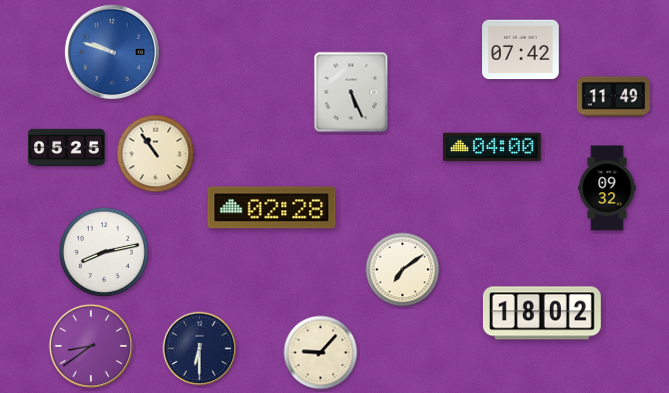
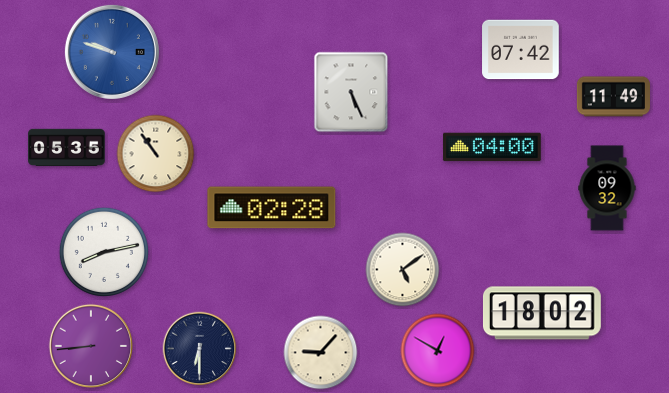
clock at (67, 147): 05:25 -> 05:35
clock at (403, 270): 7:09 -> 5:09
clock at (90, 345): 8:39 -> 8:44
clock at (438, 351): none -> 12:50
